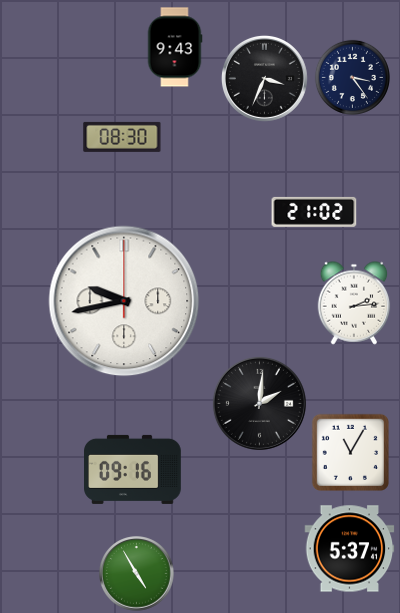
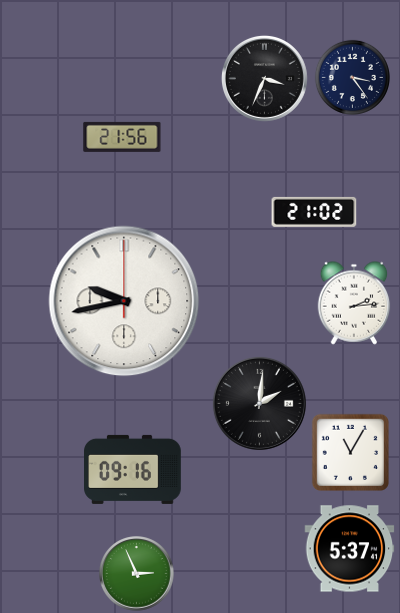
clock at (175, 47): 9:43 -> none
clock at (122, 137): 08:30 -> 21:56
clock at (137, 574): 4:55 -> 2:56
